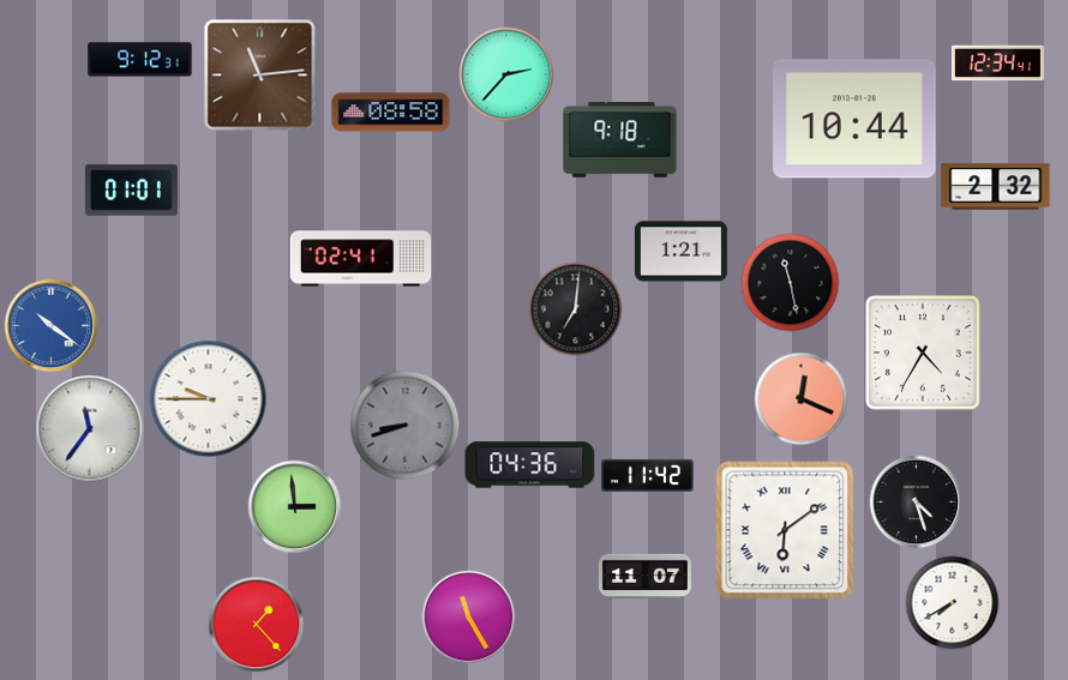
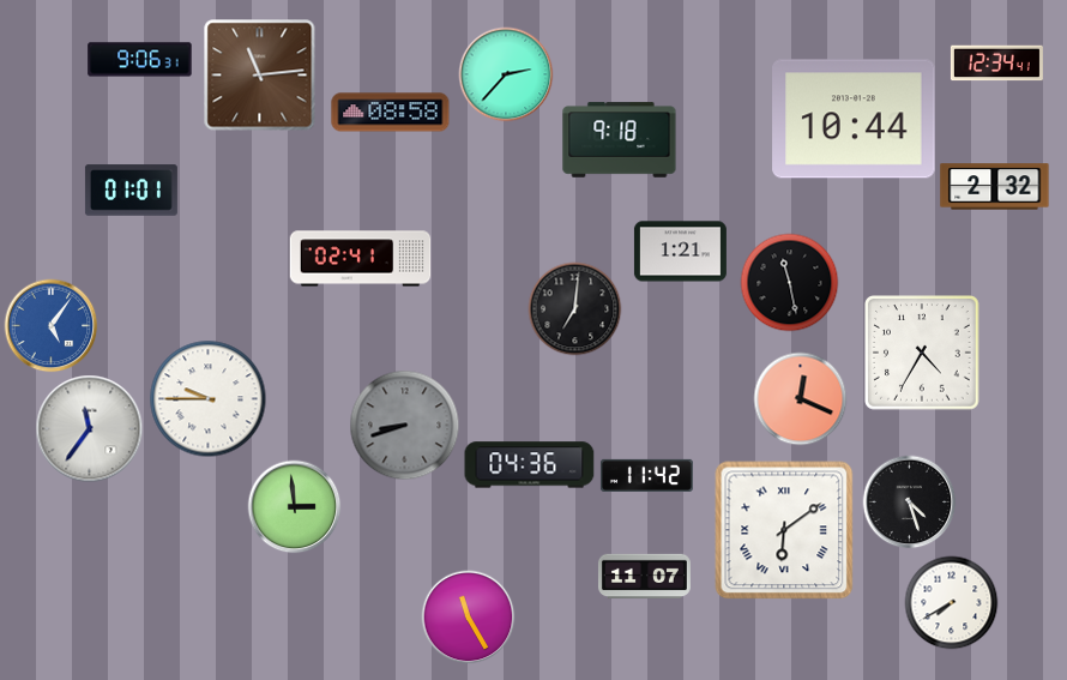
clock at (140, 60): 9:12 -> 9:06
clock at (50, 325): 10:21 -> 5:06
clock at (916, 501) position: (916, 501) -> (909, 501)
clock at (256, 624): 1:23 -> none
